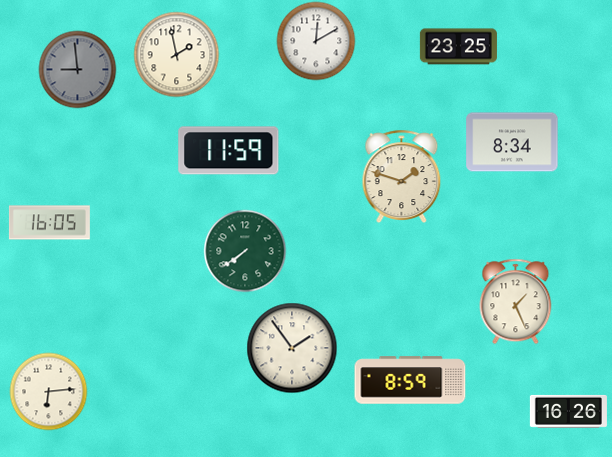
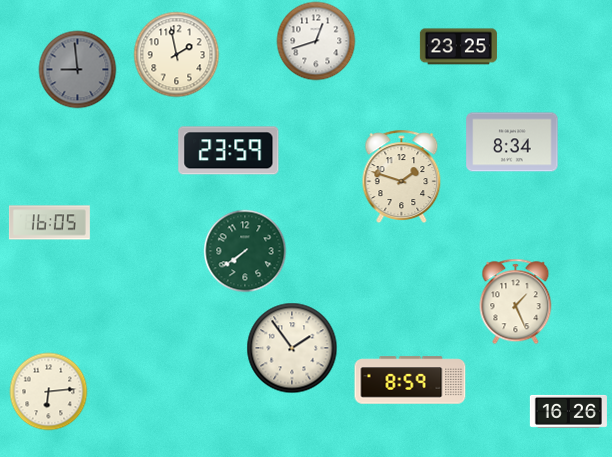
clock at (316, 41): 12:10 -> 12:42
clock at (229, 151): 11:59 -> 23:59
